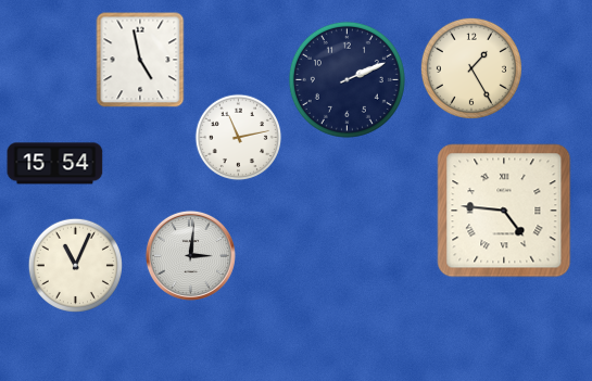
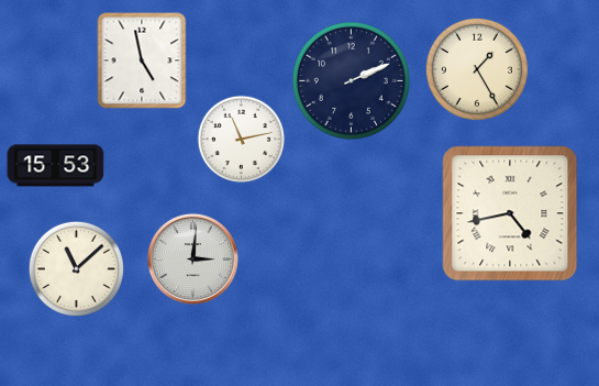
clock at (55, 164): 15:54 -> 15:53
clock at (504, 211): 4:46 -> 4:43
clock at (75, 265): 11:04 -> 11:08
